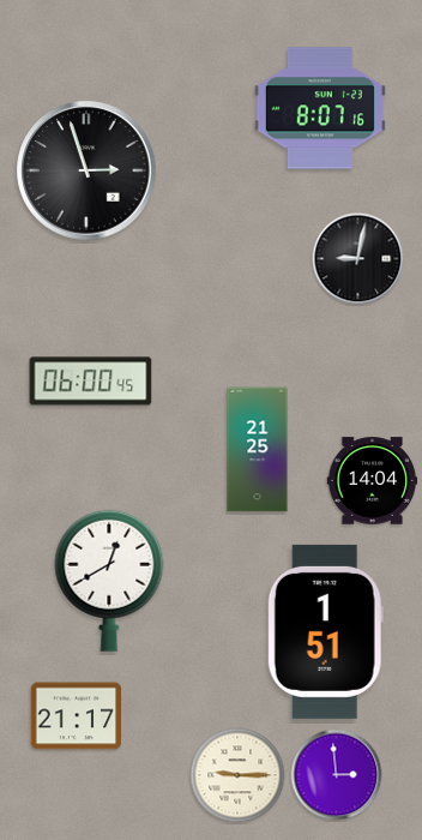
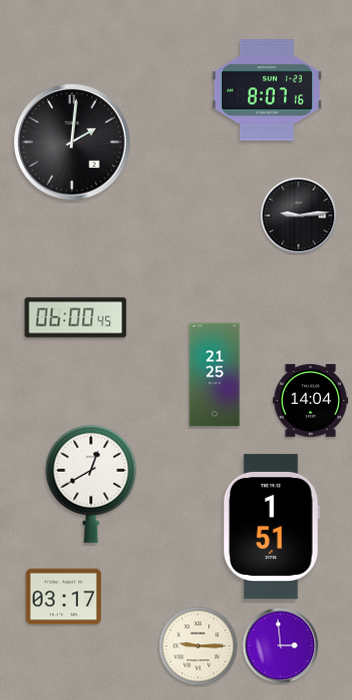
clock at (86, 170): 2:57 -> 2:01
clock at (358, 259): 9:02 -> 9:14
clock at (77, 716): 21:17 -> 03:17
